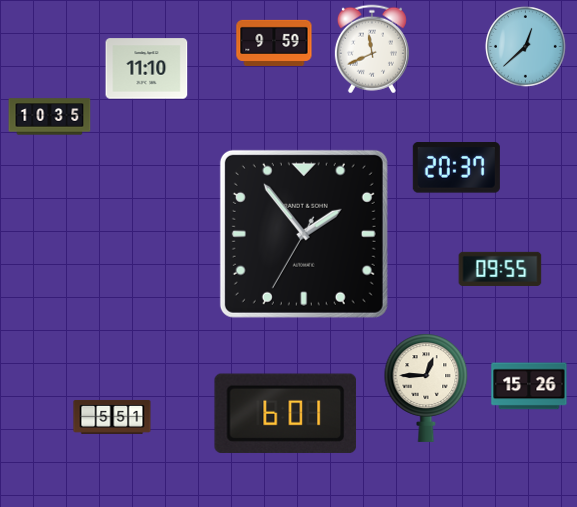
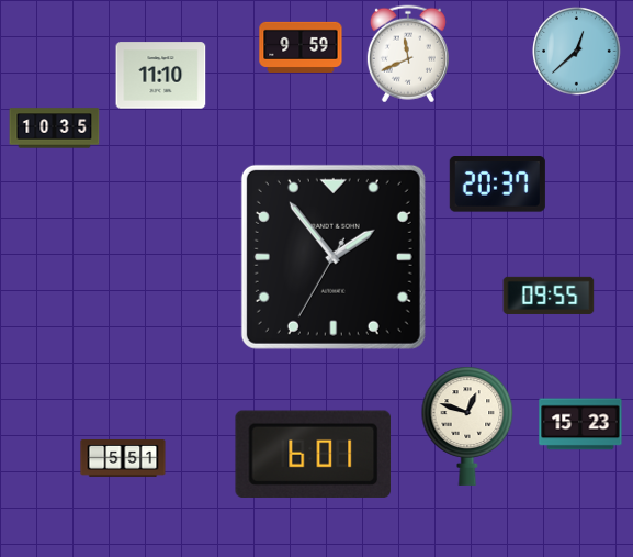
clock at (456, 168) position: (456, 168) -> (497, 185)
clock at (529, 386): 15:26 -> 15:23
clock at (426, 388): 12:45 -> 12:48
